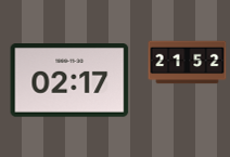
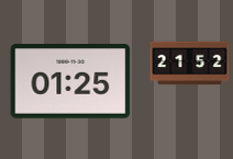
clock at (69, 81): 02:17 -> 01:25
